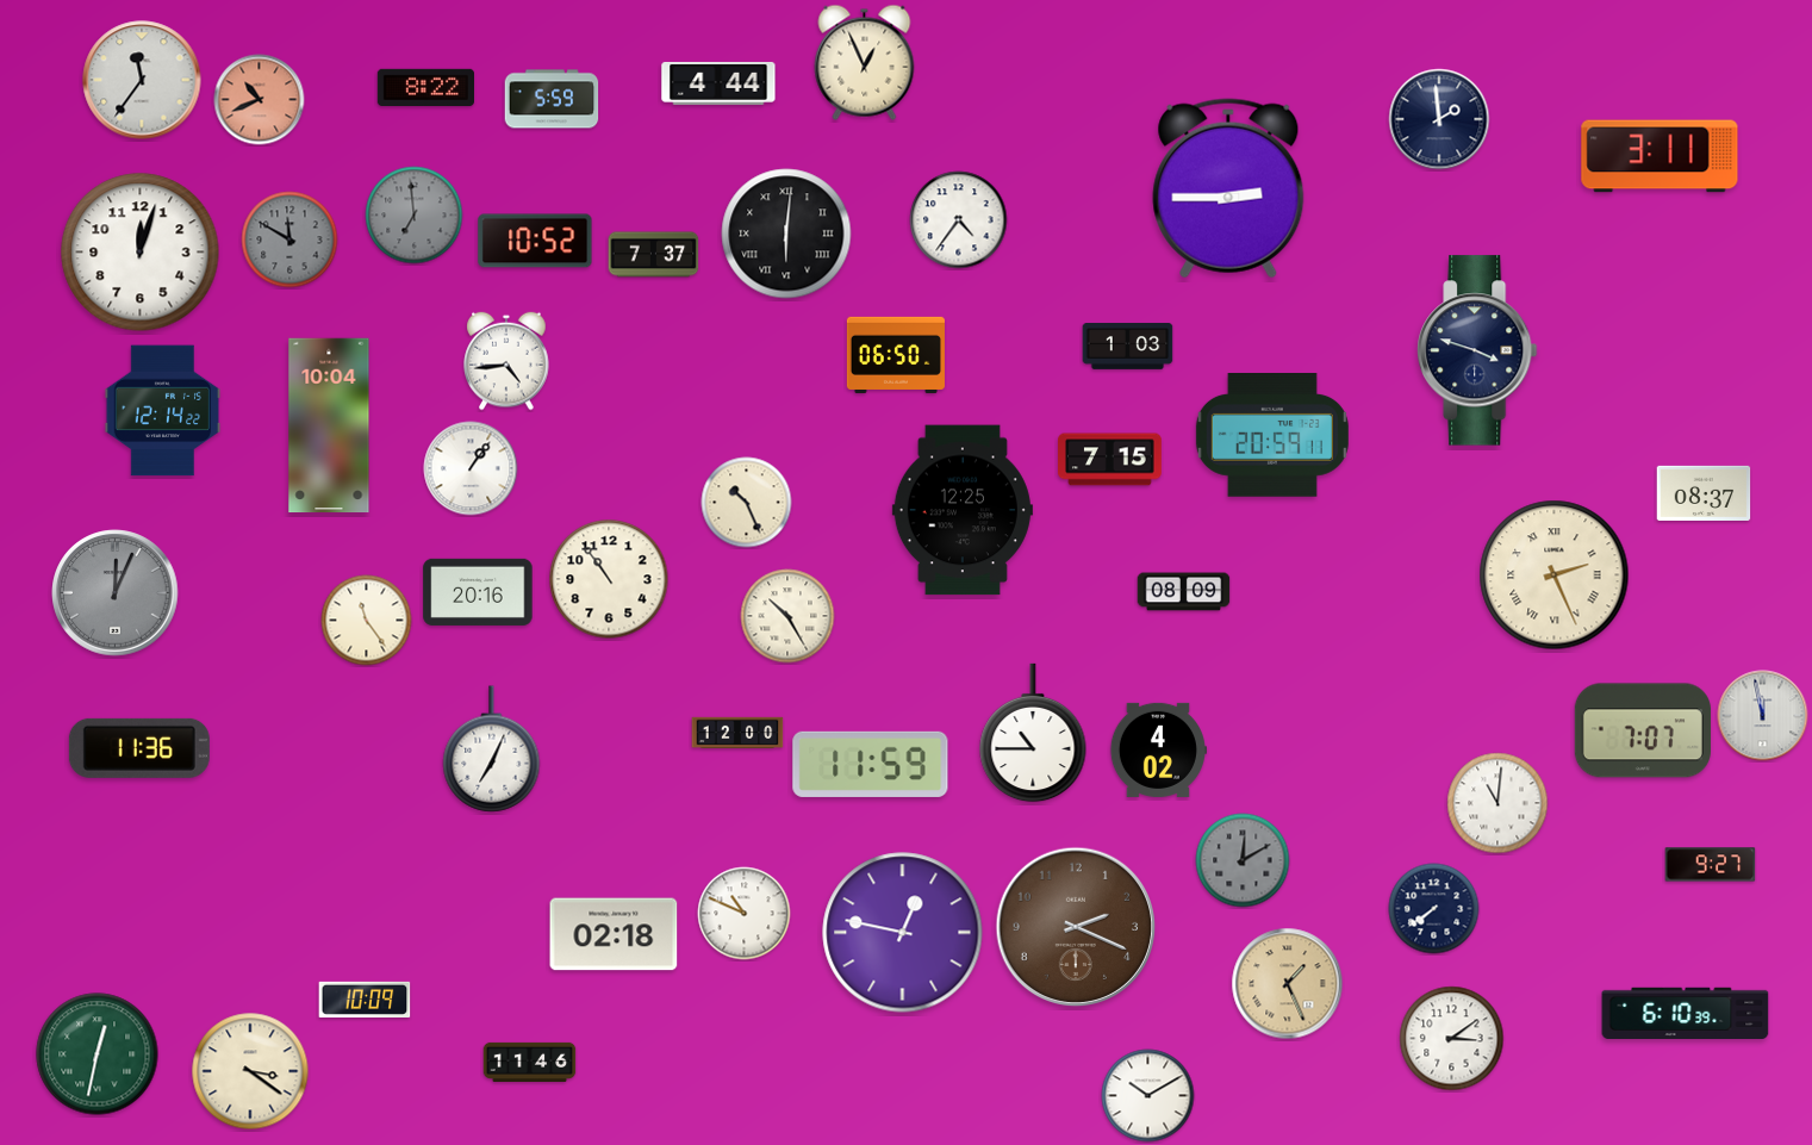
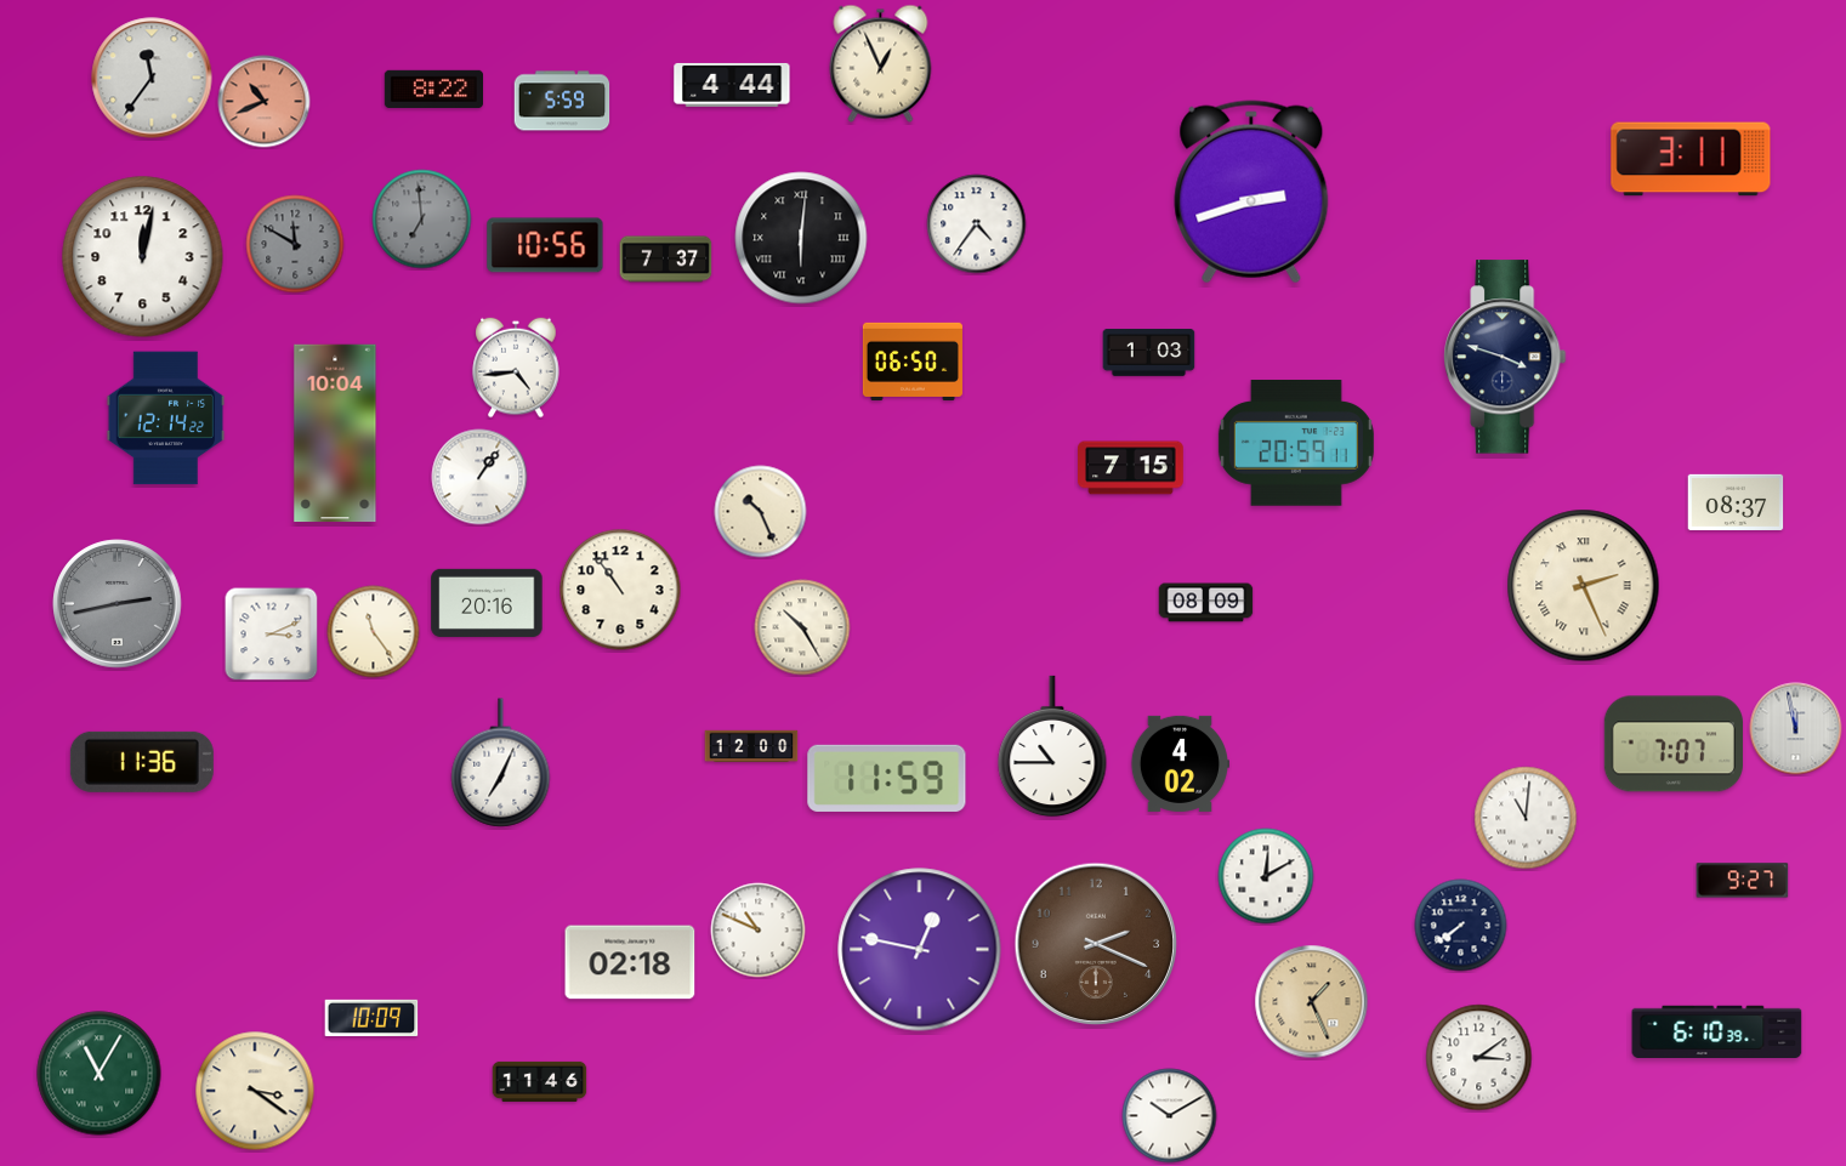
clock at (142, 80) position: (142, 80) -> (152, 78)
clock at (1439, 119): 1:59 -> none
clock at (1228, 188): 2:45 -> 2:42
clock at (535, 241): 10:52 -> 10:56
clock at (141, 253): 12:03 -> 12:02
clock at (963, 510): 12:25 -> none
clock at (116, 593): 12:04 -> 2:43
clock at (272, 635): none -> 3:11
clock at (1243, 860) dial: grey -> white
clock at (614, 934) position: (614, 934) -> (630, 962)
clock at (98, 1054): 12:32 -> 11:05
